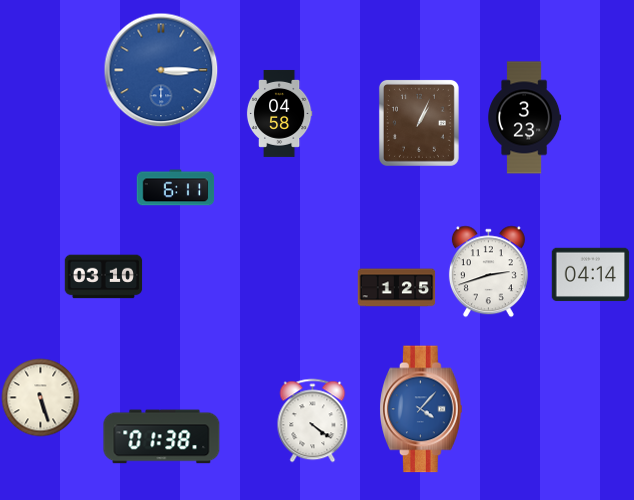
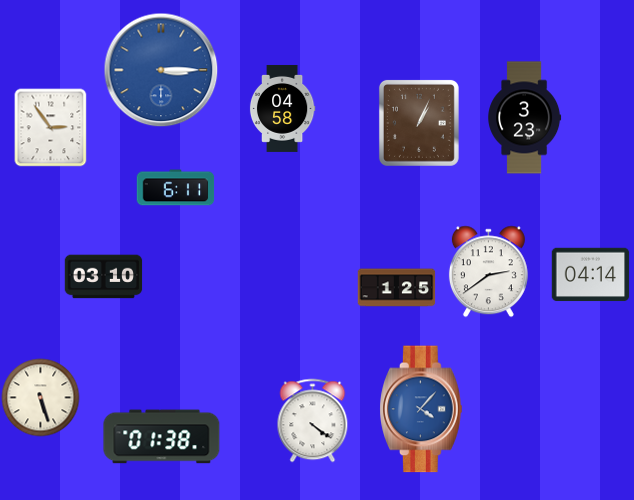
clock at (279, 113) position: (279, 113) -> (282, 108)
clock at (51, 127): none -> 2:54
clock at (488, 271): 2:42 -> 2:39
